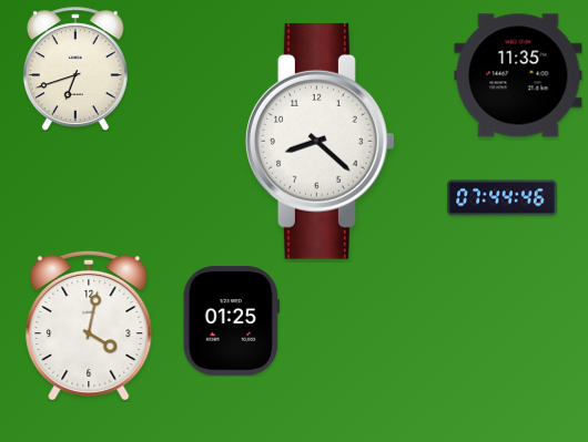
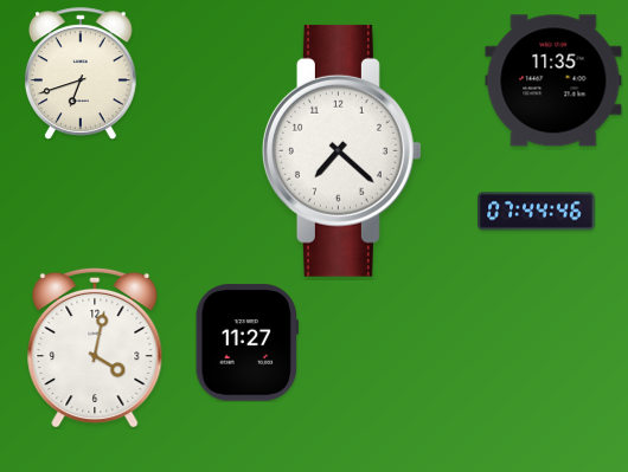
clock at (320, 141): 8:22 -> 7:22
clock at (231, 321): 01:25 -> 11:27
